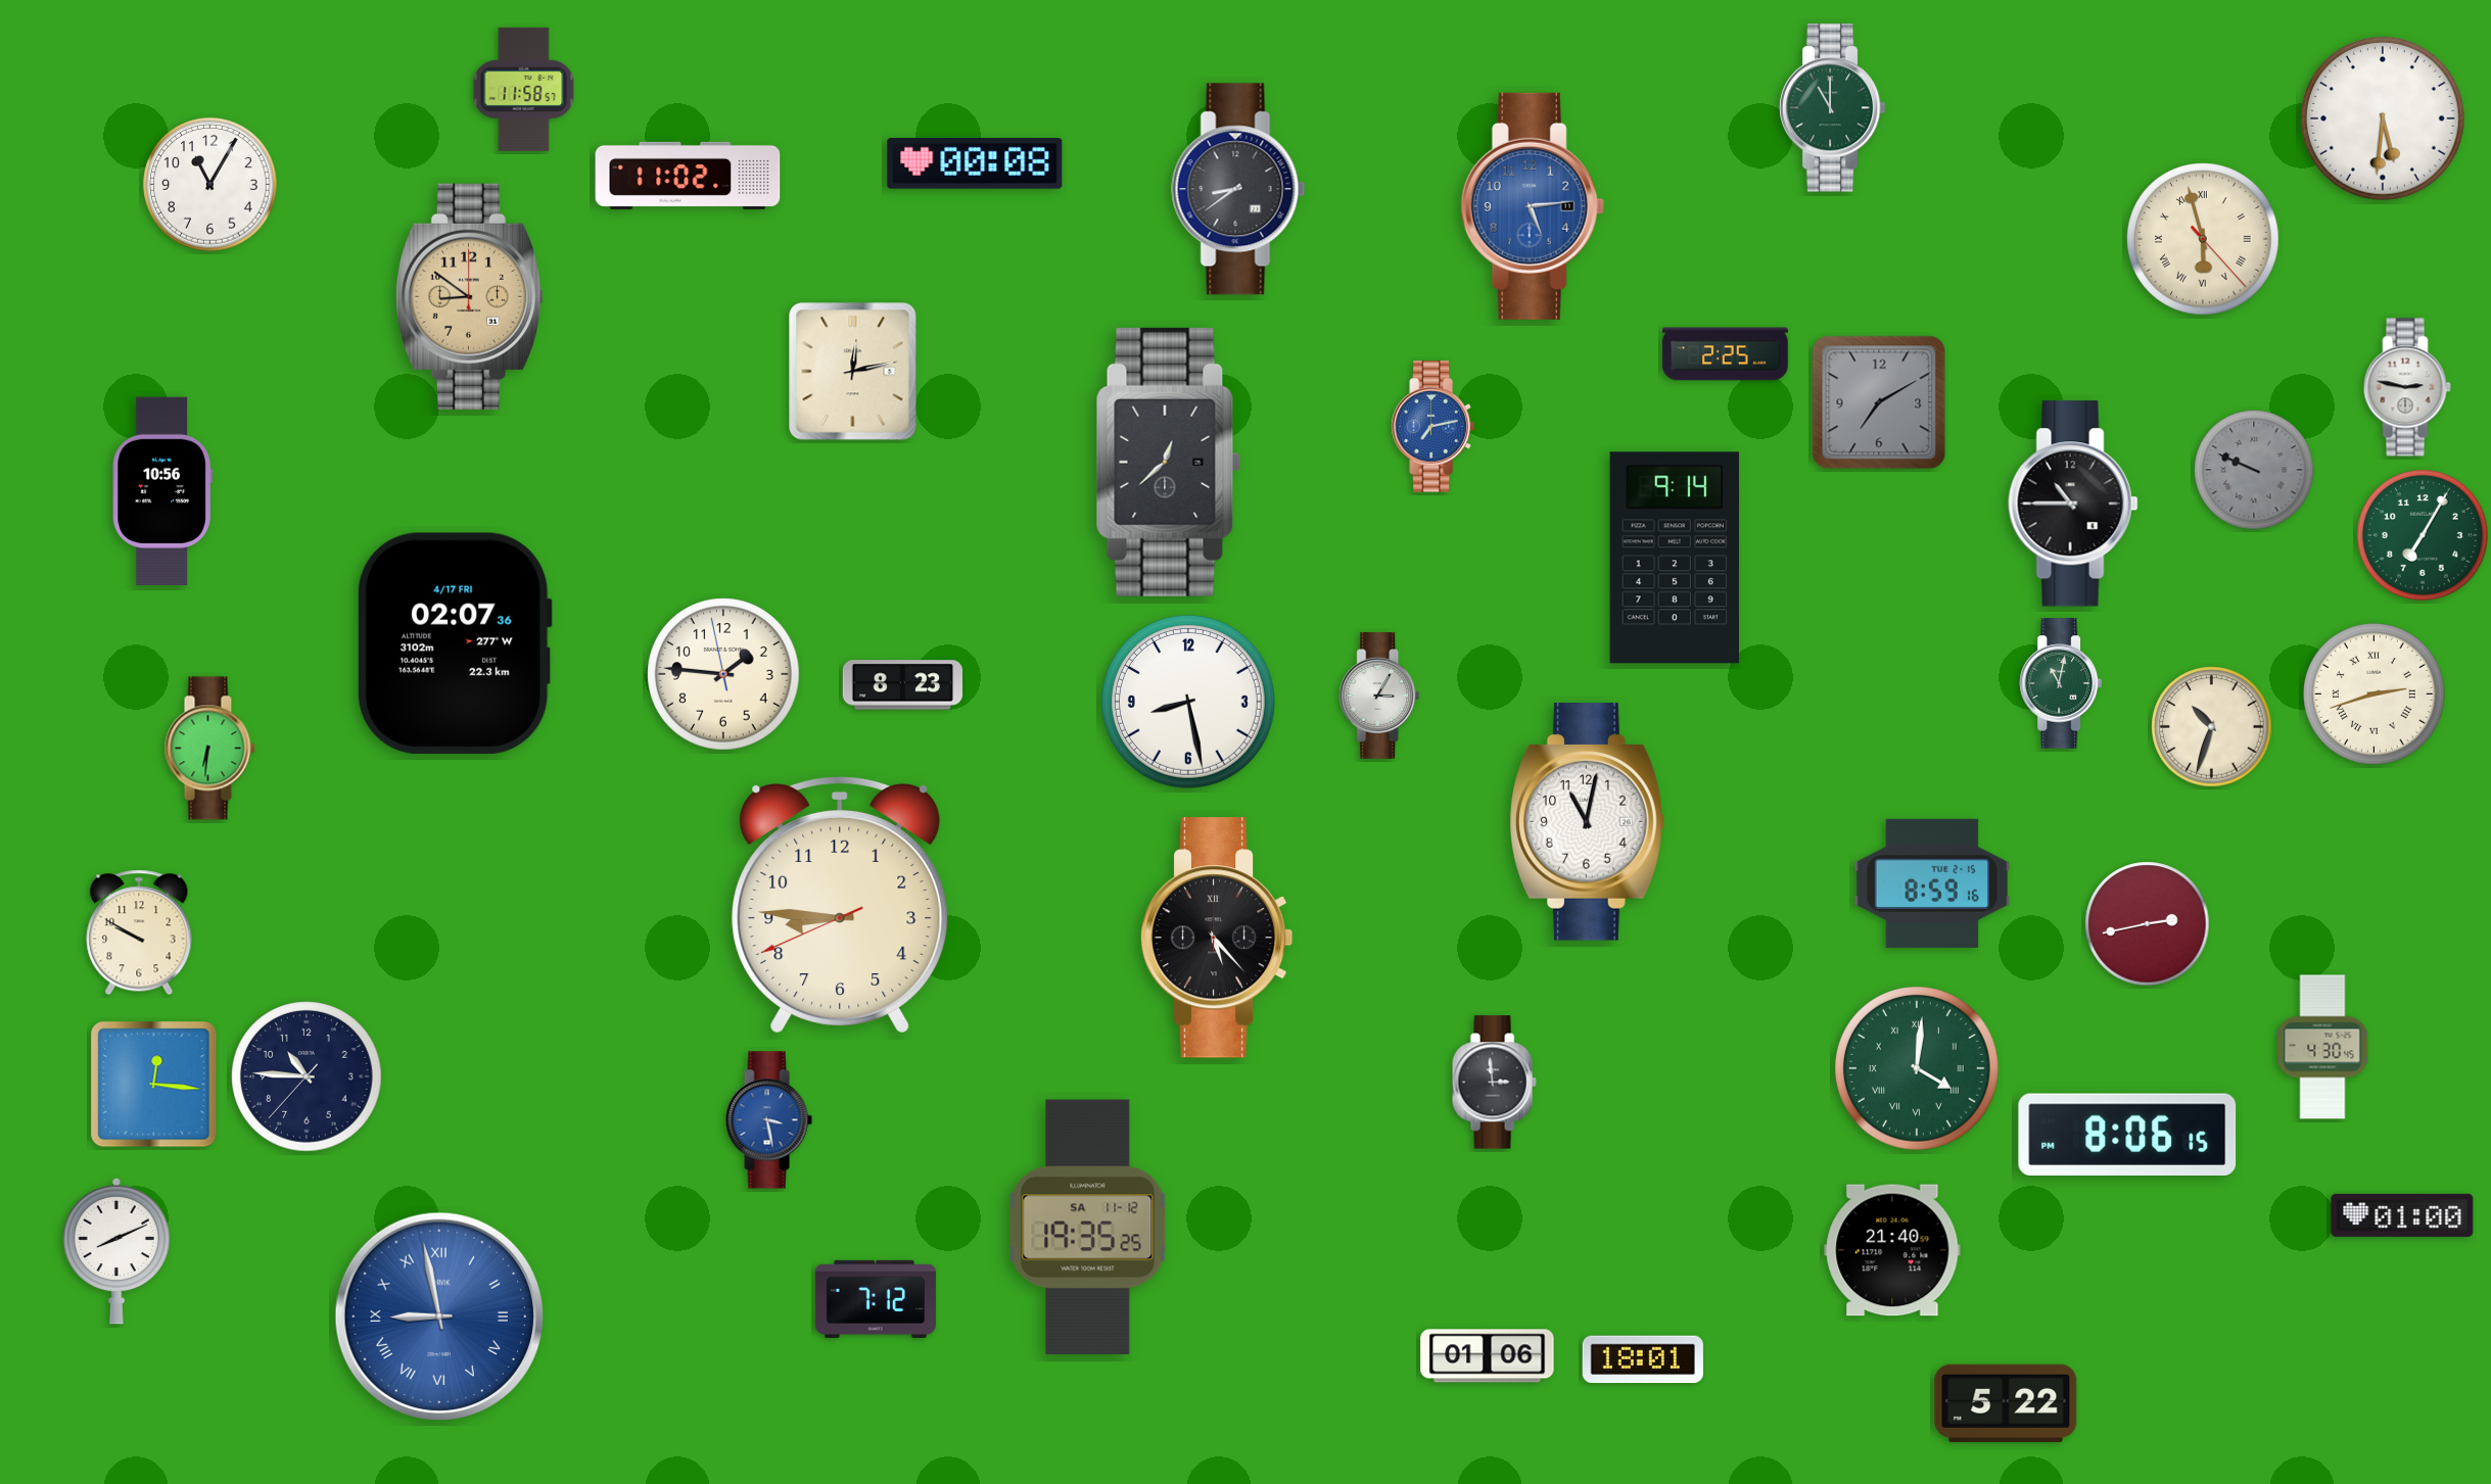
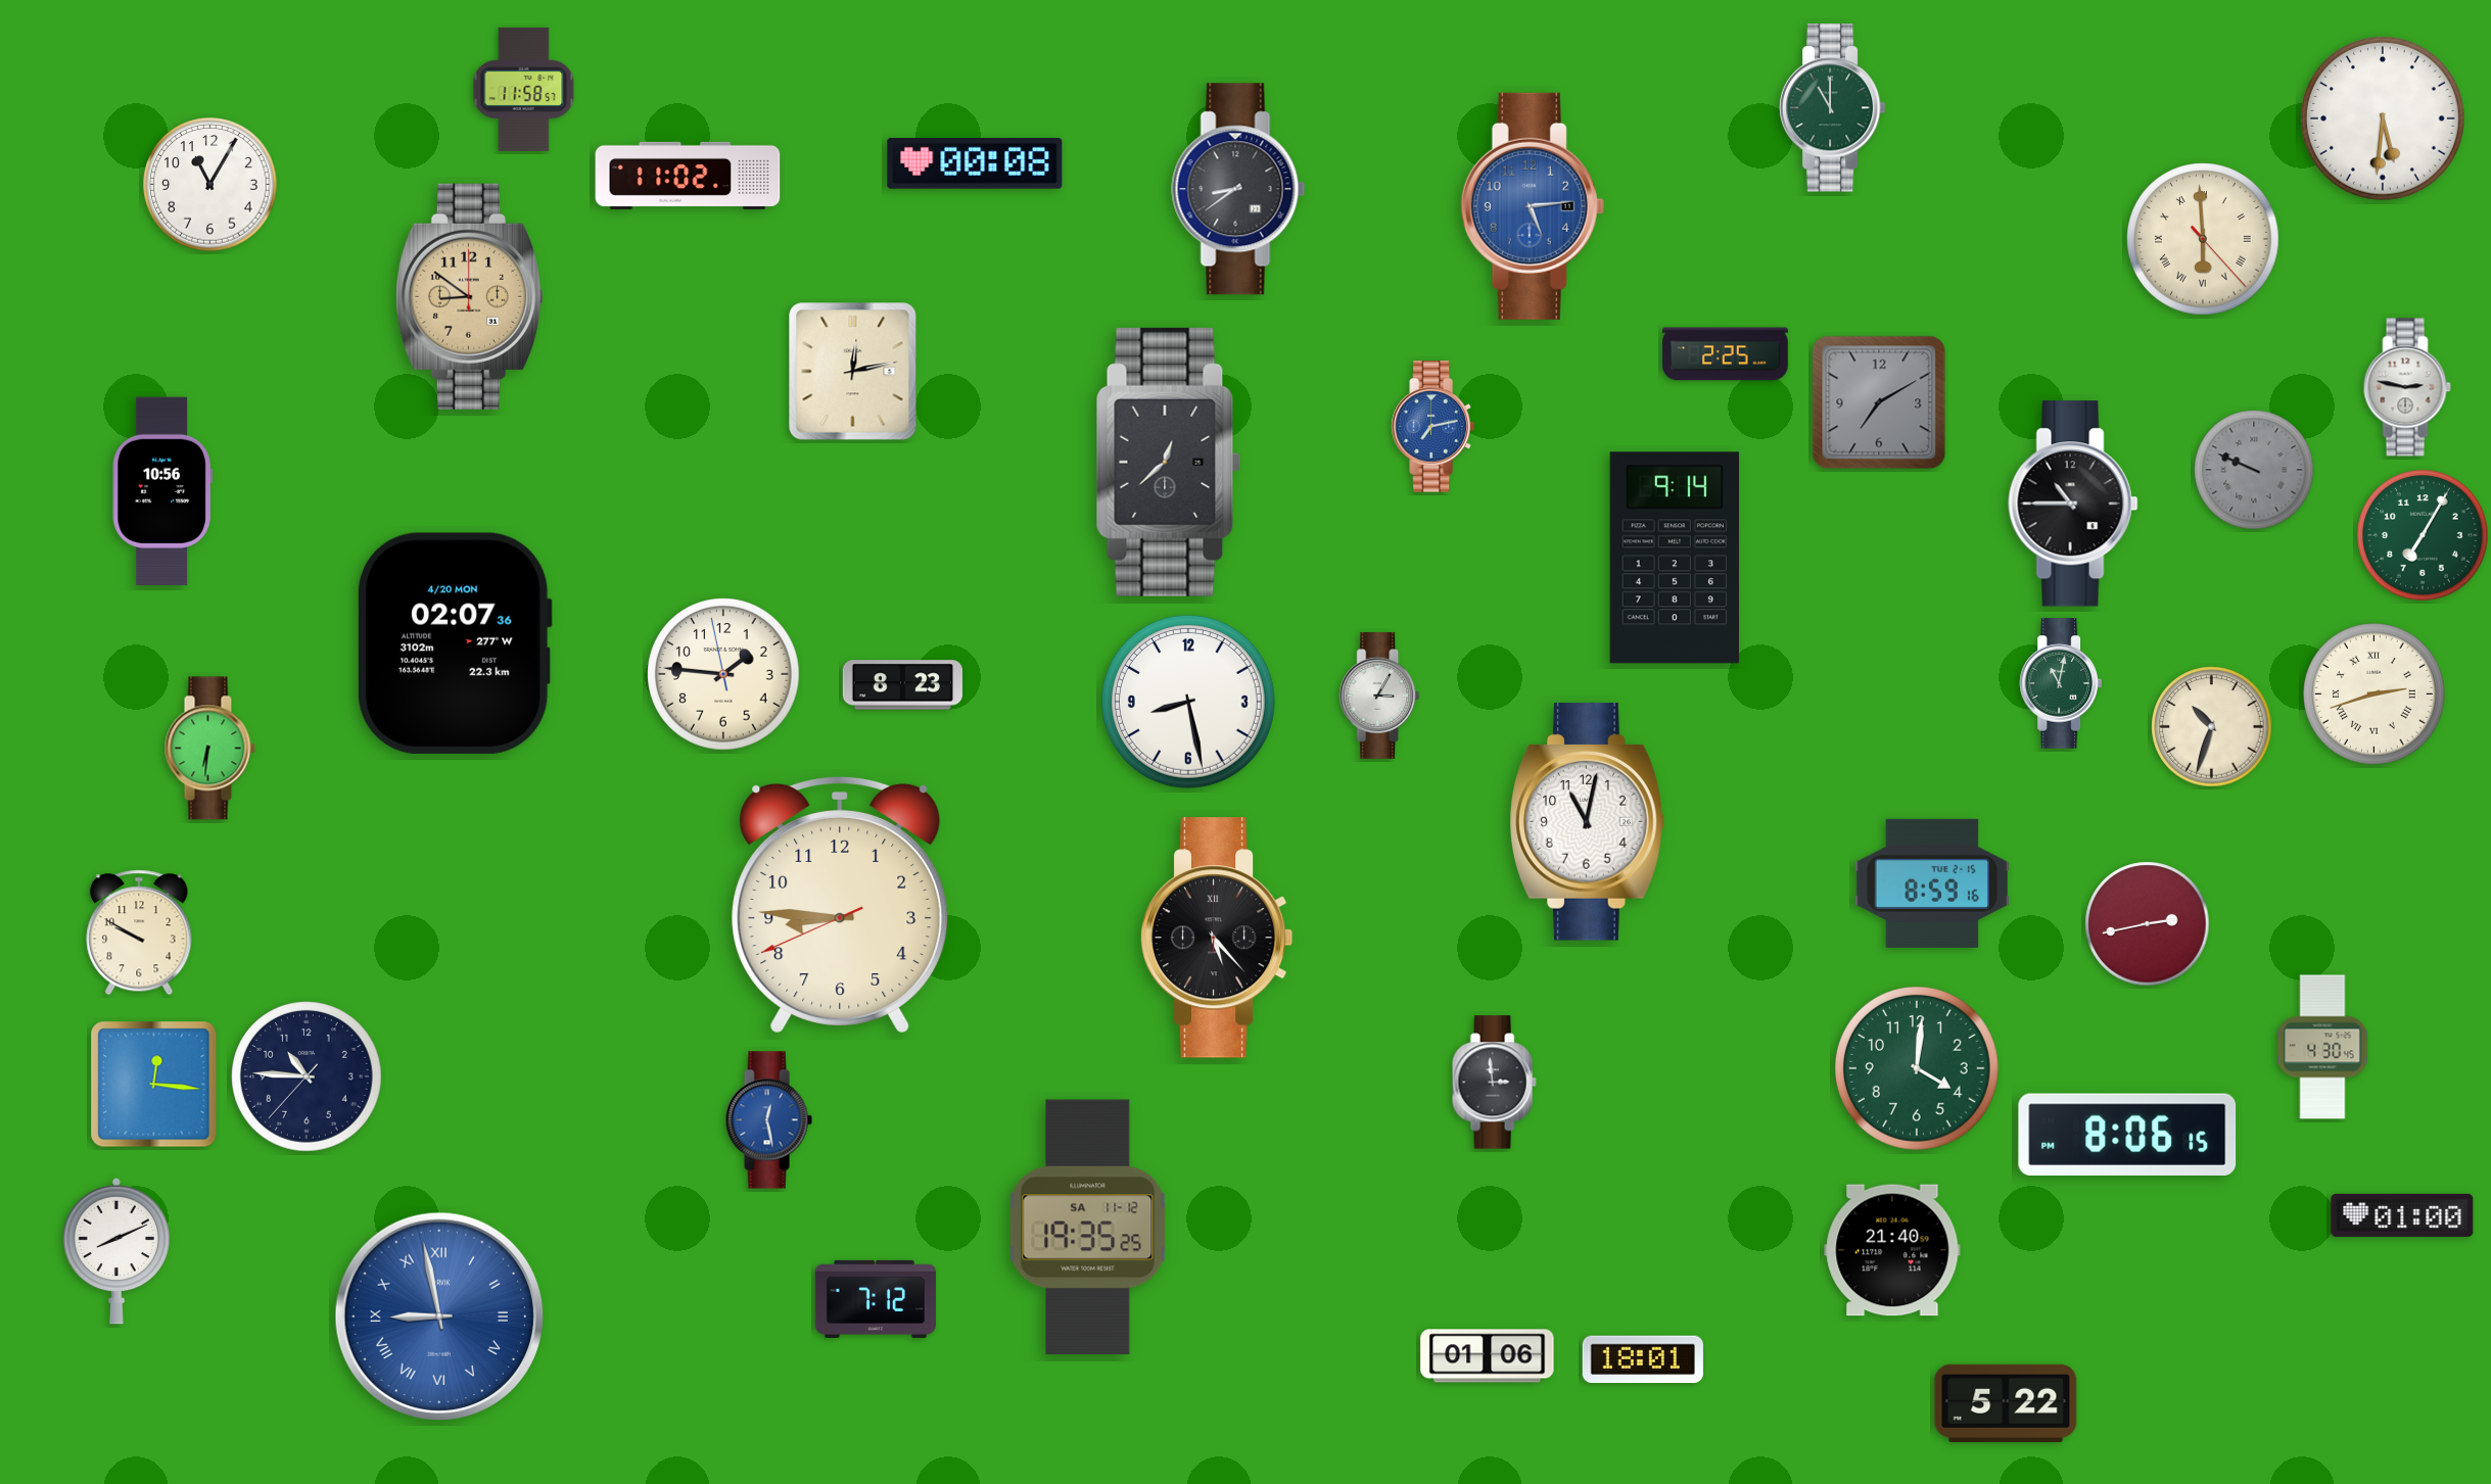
clock at (2203, 239): 5:57 -> 5:59
clock at (455, 643) date: 4/17 FRI -> 4/20 MON
clock at (1918, 1069) numerals: Roman -> Arabic
clock at (768, 1120): 3:28 -> 12:28
